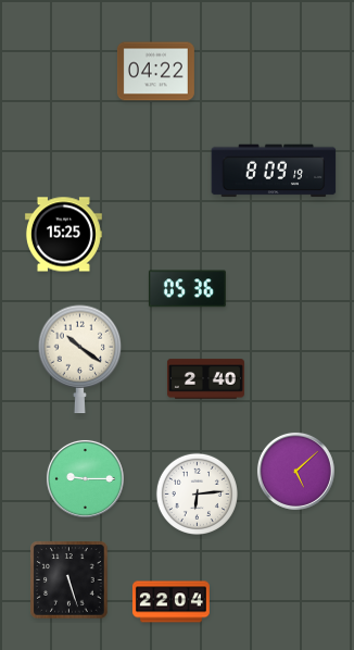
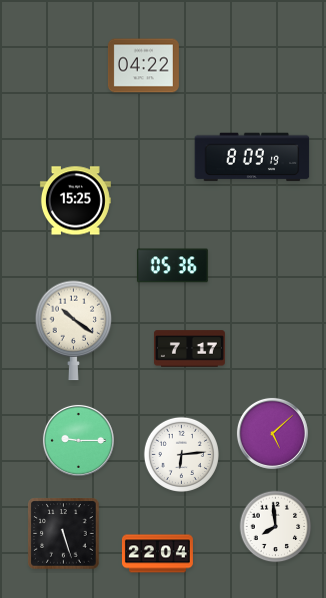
clock at (63, 235) position: (63, 235) -> (75, 201)
clock at (205, 379): 2:40 -> 7:17
clock at (276, 527): none -> 7:59
